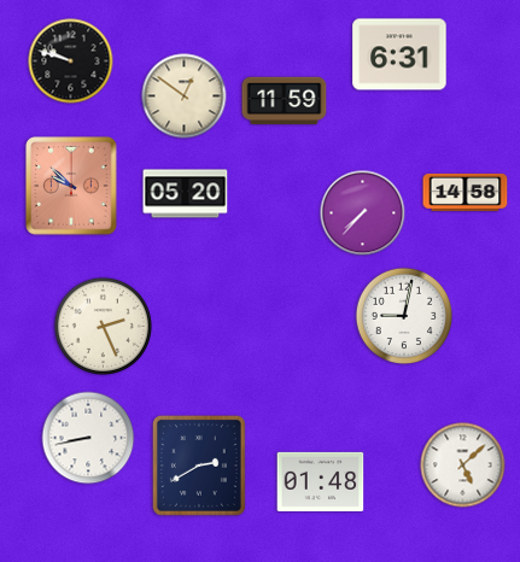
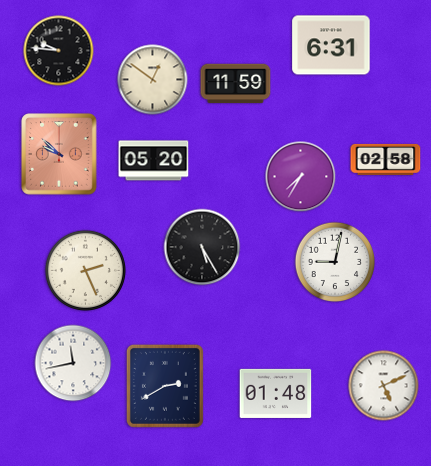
clock at (71, 62): 9:48 -> 9:46
clock at (466, 192): 14:58 -> 02:58
clock at (363, 213): 7:37 -> 7:35
clock at (202, 247): none -> 5:25
clock at (88, 438): 8:43 -> 11:43
clock at (463, 466): 5:08 -> 5:11
clock at (321, 481) position: (321, 481) -> (276, 393)
